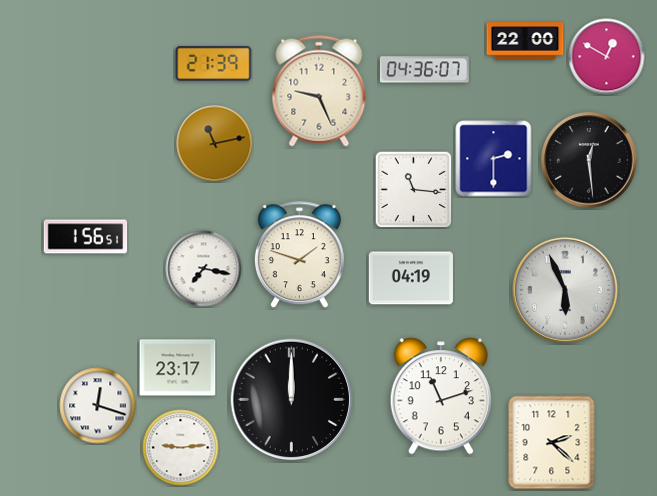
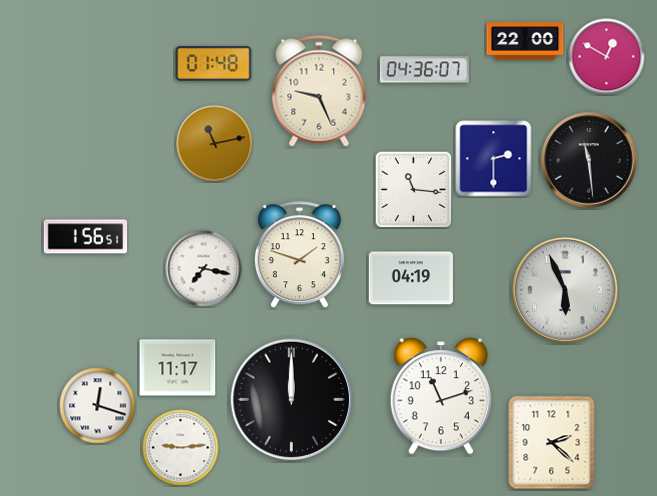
clock at (214, 63): 21:39 -> 01:48
clock at (589, 160): 12:29 -> 11:29
clock at (178, 368): 23:17 -> 11:17
